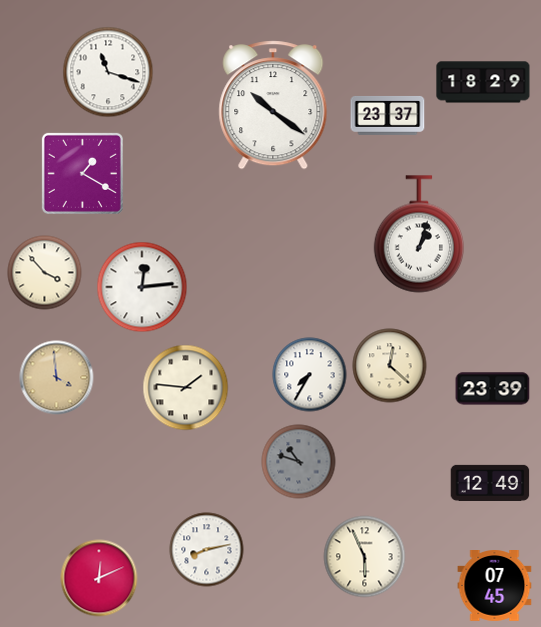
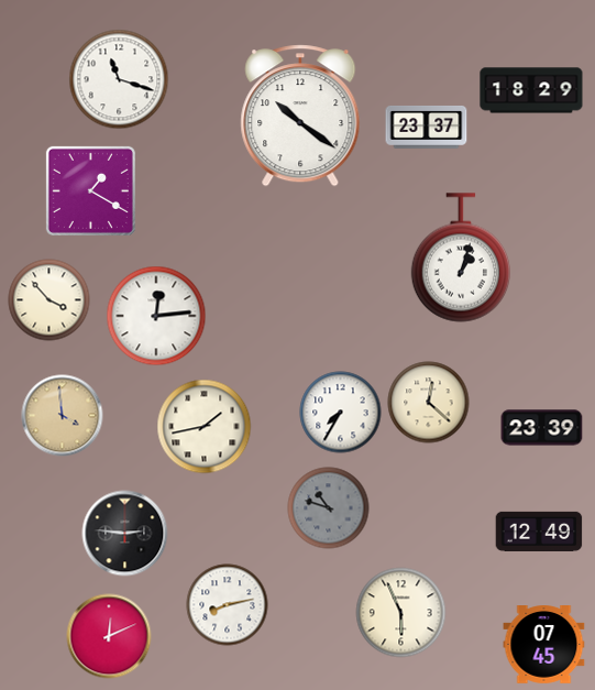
clock at (186, 388): 1:46 -> 1:43
clock at (125, 534): none -> 2:46
